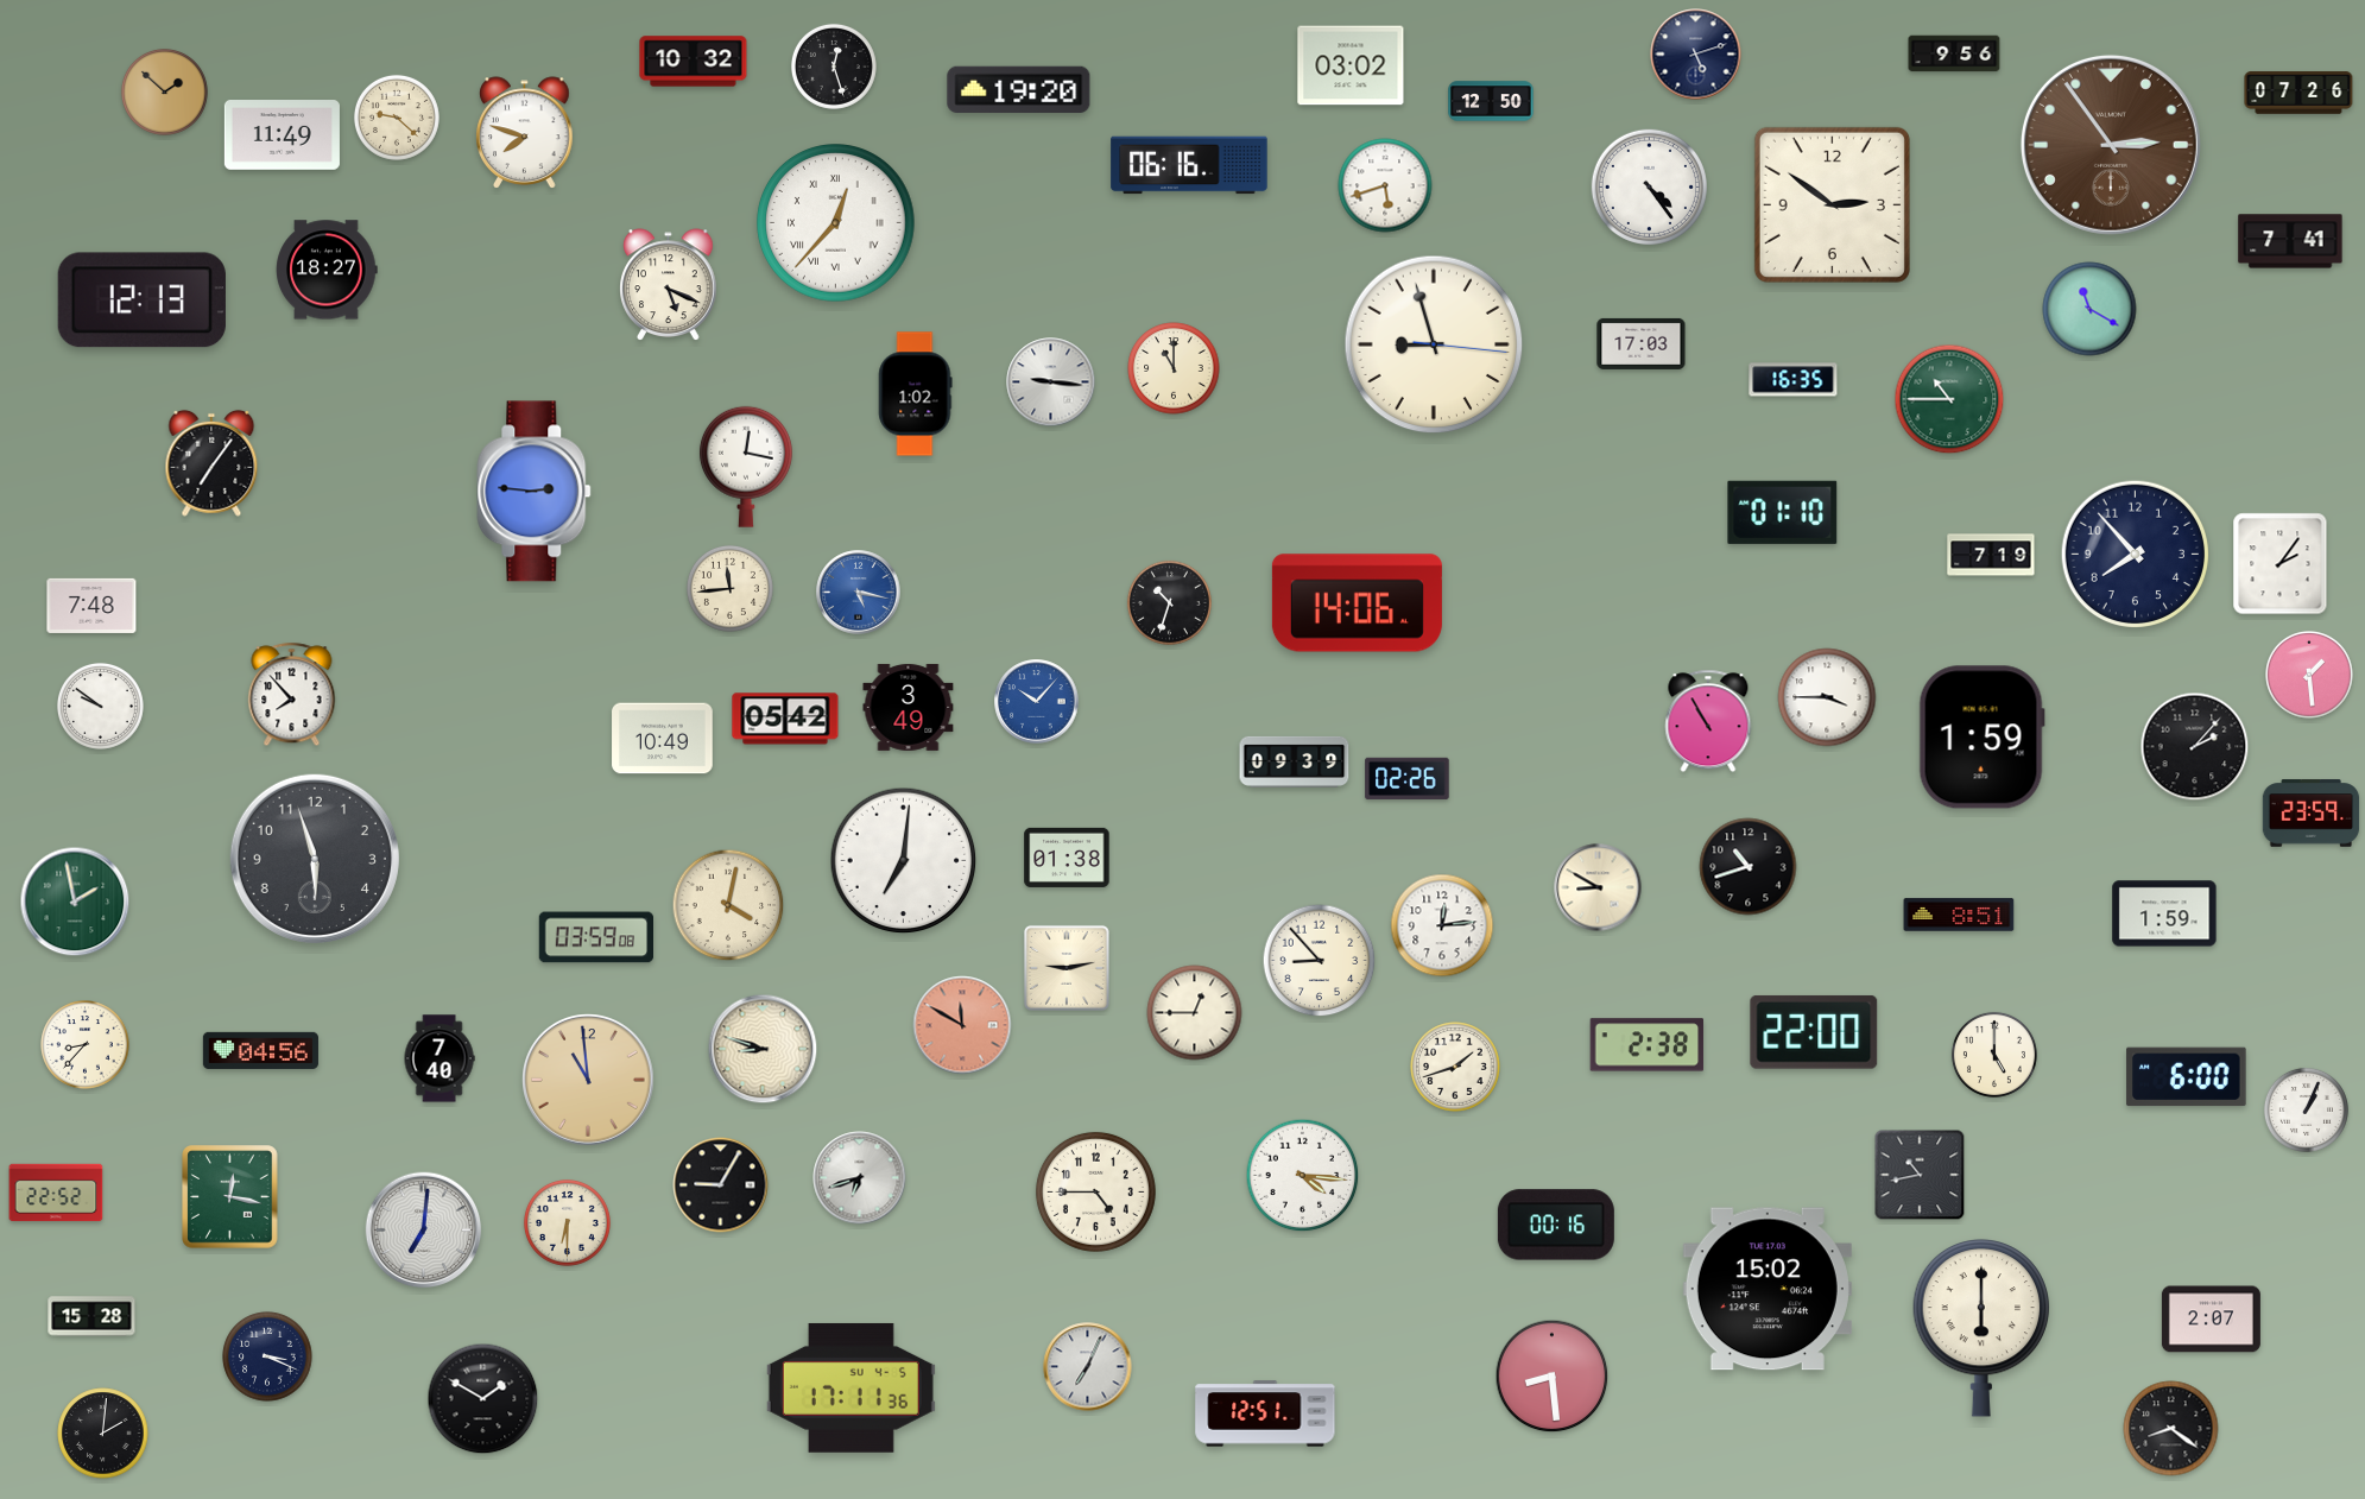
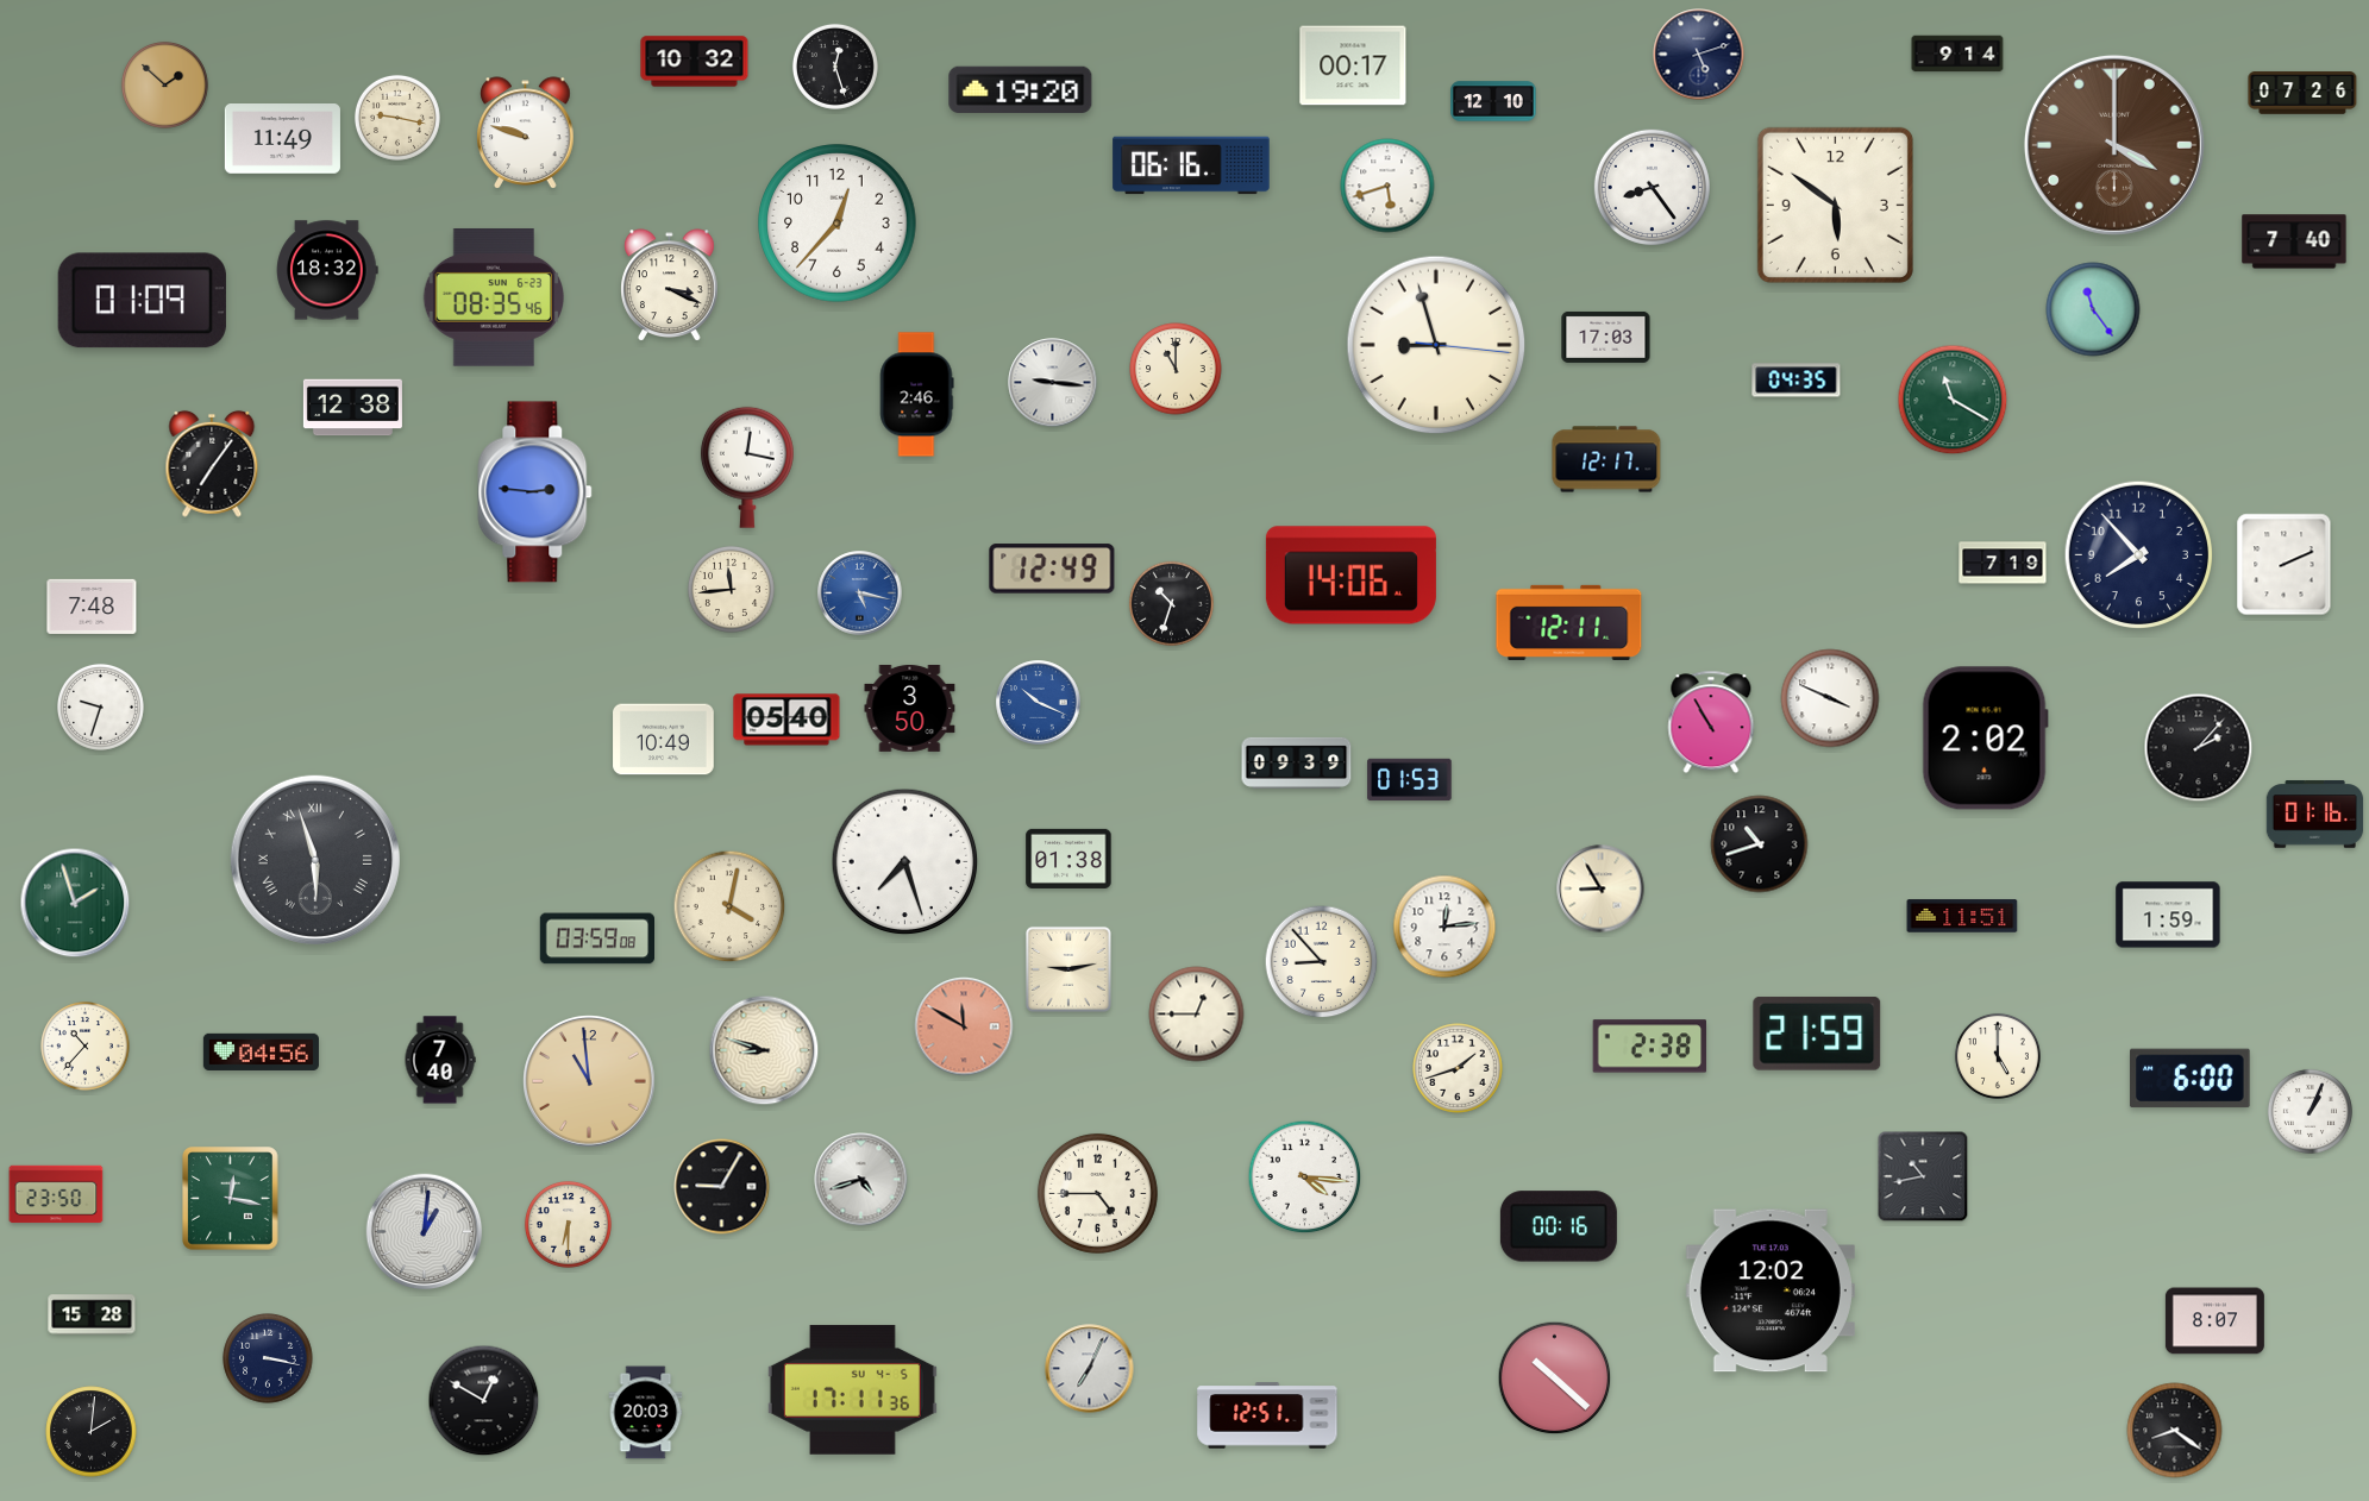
clock at (1954, 53): 9:56 -> 9:14
clock at (1351, 65): 03:02 -> 00:17
clock at (164, 91) position: (164, 91) -> (164, 84)
clock at (1491, 101): 12:50 -> 12:10
clock at (397, 118): 9:22 -> 9:17
clock at (525, 133): 7:48 -> 9:48
clock at (282, 135) position: (282, 135) -> (282, 139)
clock at (2111, 145): 2:54 -> 4:00
clock at (1649, 186): 4:24 -> 8:24
clock at (1832, 204): 2:51 -> 5:51
clock at (836, 223) numerals: Roman -> Arabic
clock at (2290, 241): 7:41 -> 7:40
clock at (327, 270): 18:27 -> 18:32
clock at (669, 285): 5:19 -> 3:19
clock at (494, 299): none -> 08:35
clock at (141, 301): 12:13 -> 01:09
clock at (2089, 309): 11:20 -> 11:24
clock at (1642, 343) position: (1642, 343) -> (1606, 337)
clock at (1794, 380): 16:35 -> 04:35
clock at (915, 394): 1:02 -> 2:46
clock at (1949, 399): 10:45 -> 11:20
clock at (352, 408): none -> 12:38
clock at (1606, 459): none -> 12:17
clock at (1783, 512): 01:10 -> none
clock at (1991, 555) position: (1991, 555) -> (2003, 563)
clock at (2281, 564): 2:06 -> 2:11
clock at (1052, 569): none -> 12:49
clock at (1357, 603) position: (1357, 603) -> (1350, 576)
clock at (1569, 622): none -> 12:11
clock at (2310, 676): 1:29 -> none
clock at (292, 695): 7:53 -> none
clock at (1827, 697): 3:45 -> 3:49
clock at (1037, 702): 10:07 -> 10:19
clock at (100, 706): 9:51 -> 9:33
clock at (909, 707): 3:49 -> 3:50
clock at (785, 719): 05:42 -> 05:40
clock at (1981, 738): 1:59 -> 2:02
clock at (1408, 779): 02:26 -> 01:53
clock at (2312, 814): 23:59 -> 01:16
clock at (315, 859) numerals: Arabic -> Roman
clock at (904, 861): 7:01 -> 7:27
clock at (1749, 867) position: (1749, 867) -> (1760, 844)
clock at (1598, 887): 8:50 -> 8:55
clock at (75, 902): 1:58 -> 1:57
clock at (1959, 915): 8:51 -> 11:51
clock at (1814, 1032): 22:00 -> 21:59
clock at (86, 1045): 8:37 -> 10:37
clock at (860, 1178): 6:42 -> 4:42
clock at (56, 1193): 22:52 -> 23:50
clock at (424, 1231): 7:01 -> 1:01
clock at (1768, 1289): 15:02 -> 12:02
clock at (91, 1316) position: (91, 1316) -> (92, 1314)
clock at (2211, 1320): 2:07 -> 8:07
clock at (1981, 1328): 6:00 -> none
clock at (267, 1356): 3:19 -> 3:17
clock at (1553, 1377): 8:29 -> 10:22
clock at (483, 1399): 1:50 -> 12:50
clock at (646, 1413): none -> 20:03
clock at (103, 1434) position: (103, 1434) -> (92, 1432)
